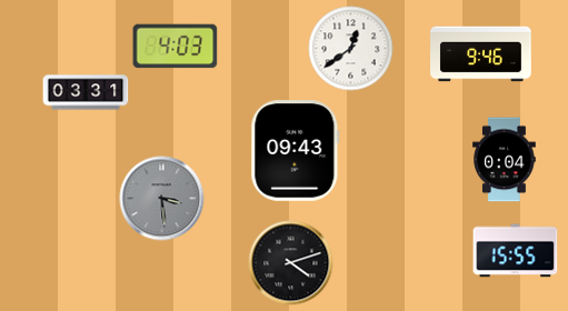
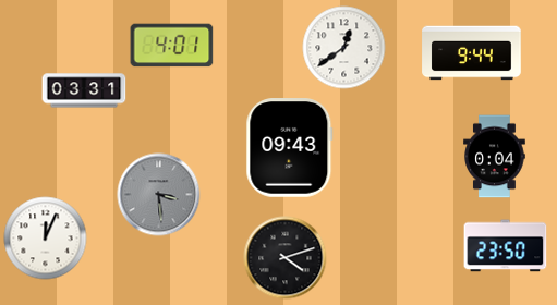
clock at (176, 47): 4:03 -> 4:01
clock at (481, 54): 9:46 -> 9:44
clock at (46, 239): none -> 12:04
clock at (516, 251): 15:55 -> 23:50
